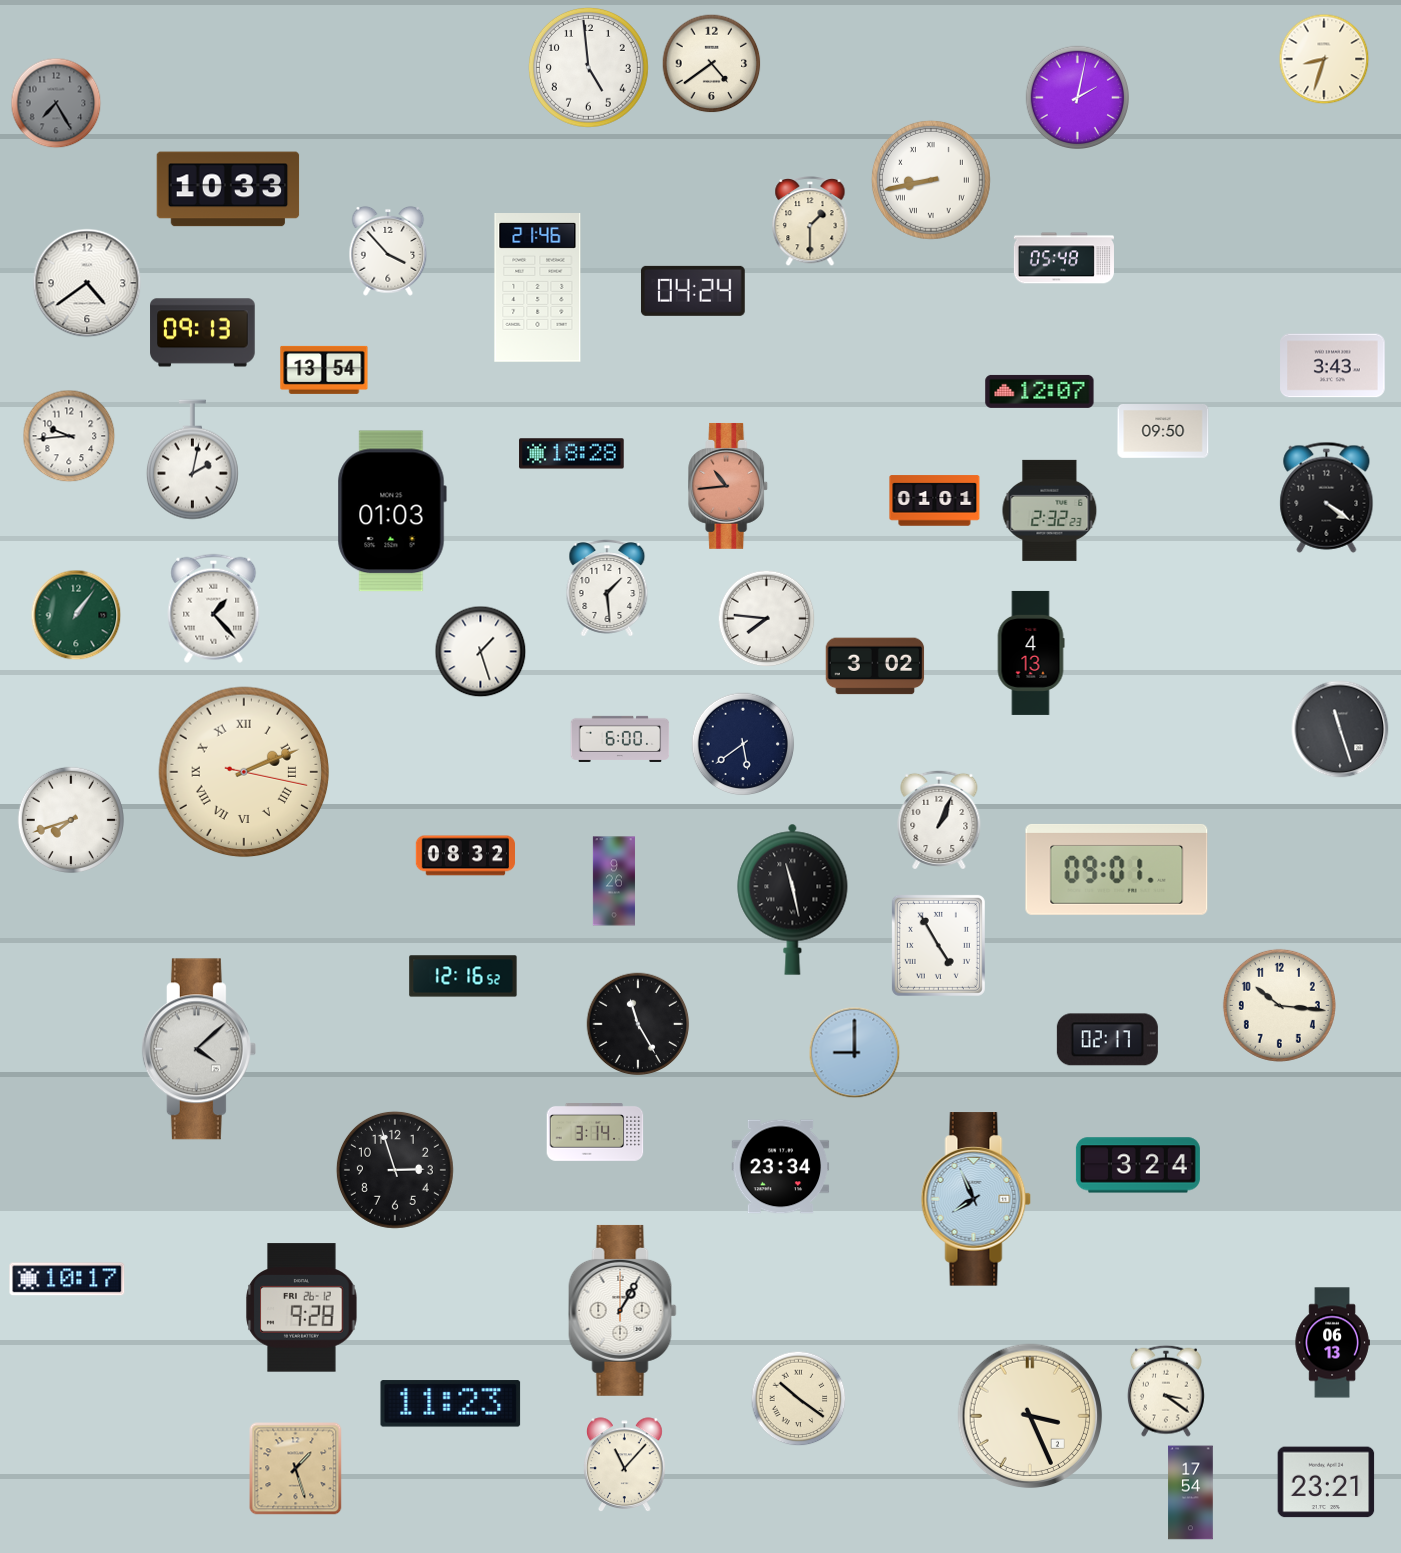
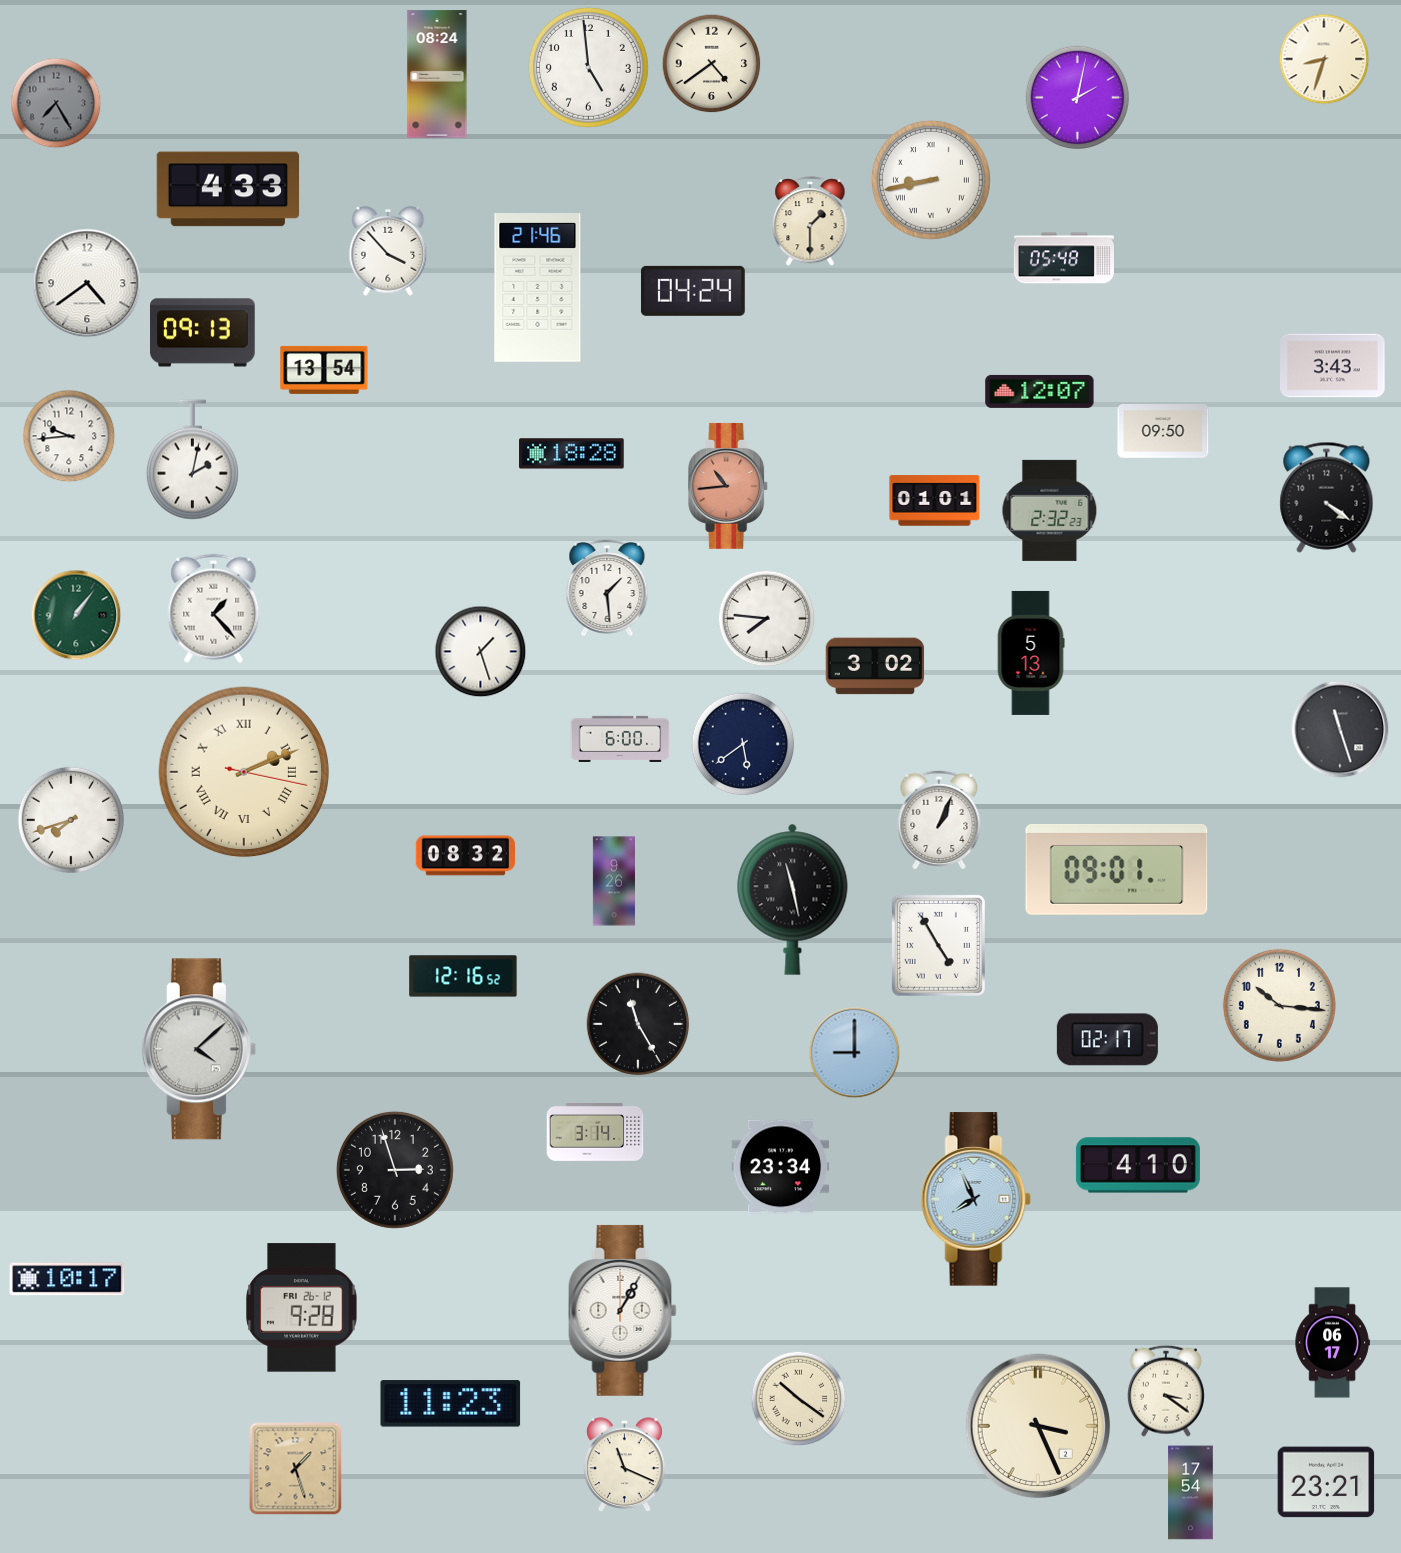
clock at (437, 74): none -> 08:24
clock at (228, 189): 10:33 -> 4:33
clock at (392, 511): 01:03 -> none
clock at (1031, 653): 4:13 -> 5:13
clock at (1138, 1165): 3:24 -> 4:10
clock at (1332, 1343): 06:13 -> 06:17
clock at (1030, 1416) position: (1030, 1416) -> (1038, 1426)
clock at (625, 1465): 11:07 -> 11:19
